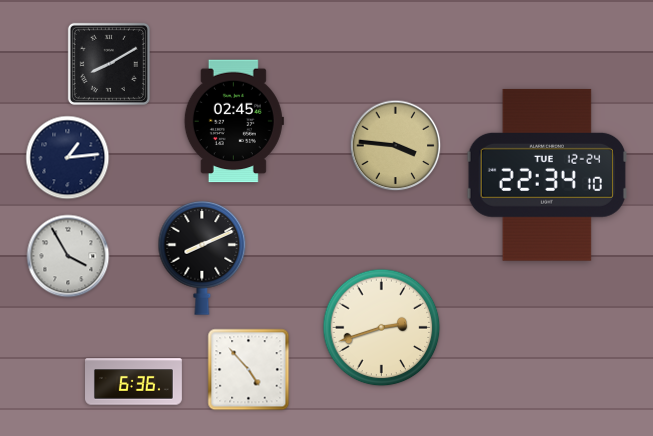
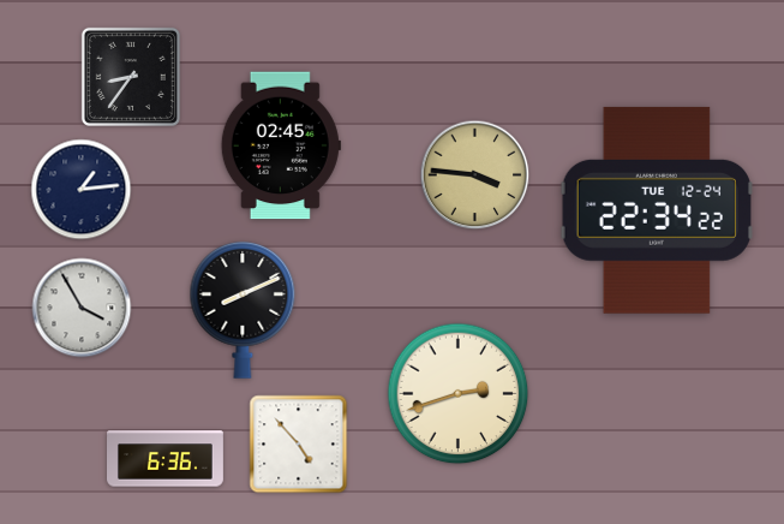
clock at (109, 64): 8:10 -> 8:36
clock at (547, 175): 22:34:10 -> 22:34:22
clock at (134, 382) position: (134, 382) -> (166, 459)
